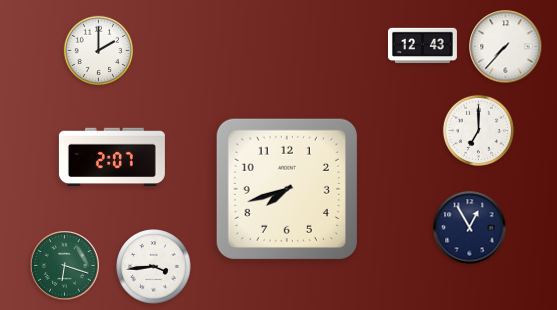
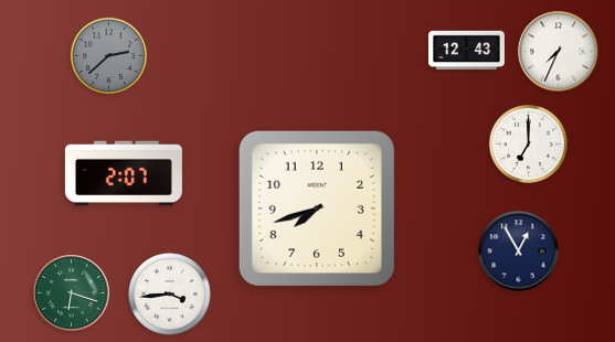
clock at (506, 47): 7:37 -> 7:34
clock at (99, 51): 2:00 -> 2:38
clock at (99, 51) dial: white -> grey
